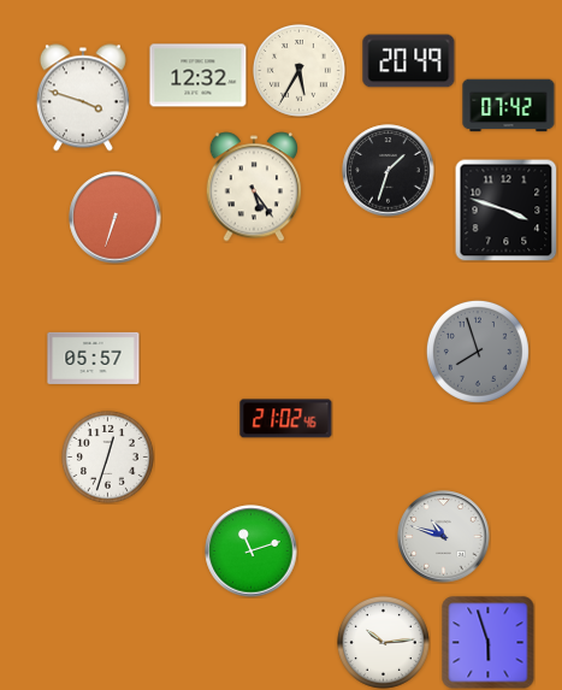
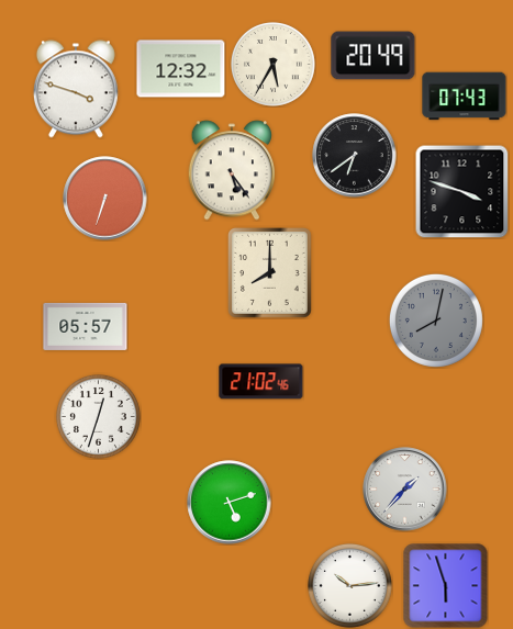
clock at (509, 106): 07:42 -> 07:43
clock at (389, 171): 1:33 -> 6:39
clock at (270, 273): none -> 8:00
clock at (478, 352): 7:57 -> 8:02
clock at (444, 537): 10:48 -> 1:37
clock at (252, 552): 11:12 -> 5:12
